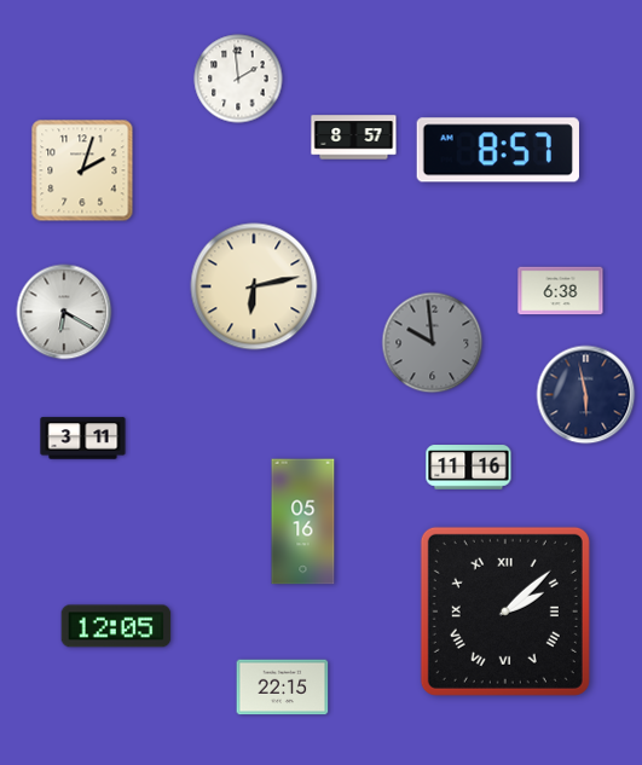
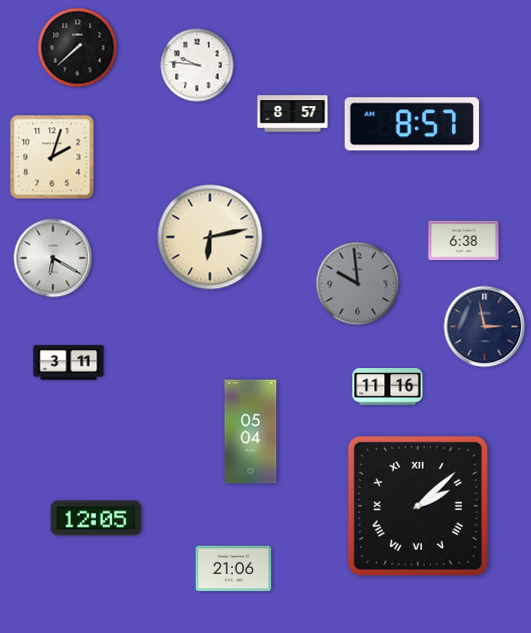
clock at (78, 48): none -> 7:38
clock at (238, 79): 1:59 -> 9:46
clock at (82, 170) position: (82, 170) -> (52, 157)
clock at (586, 395): 5:58 -> 2:58
clock at (303, 522): 05:16 -> 05:04
clock at (283, 688): 22:15 -> 21:06
